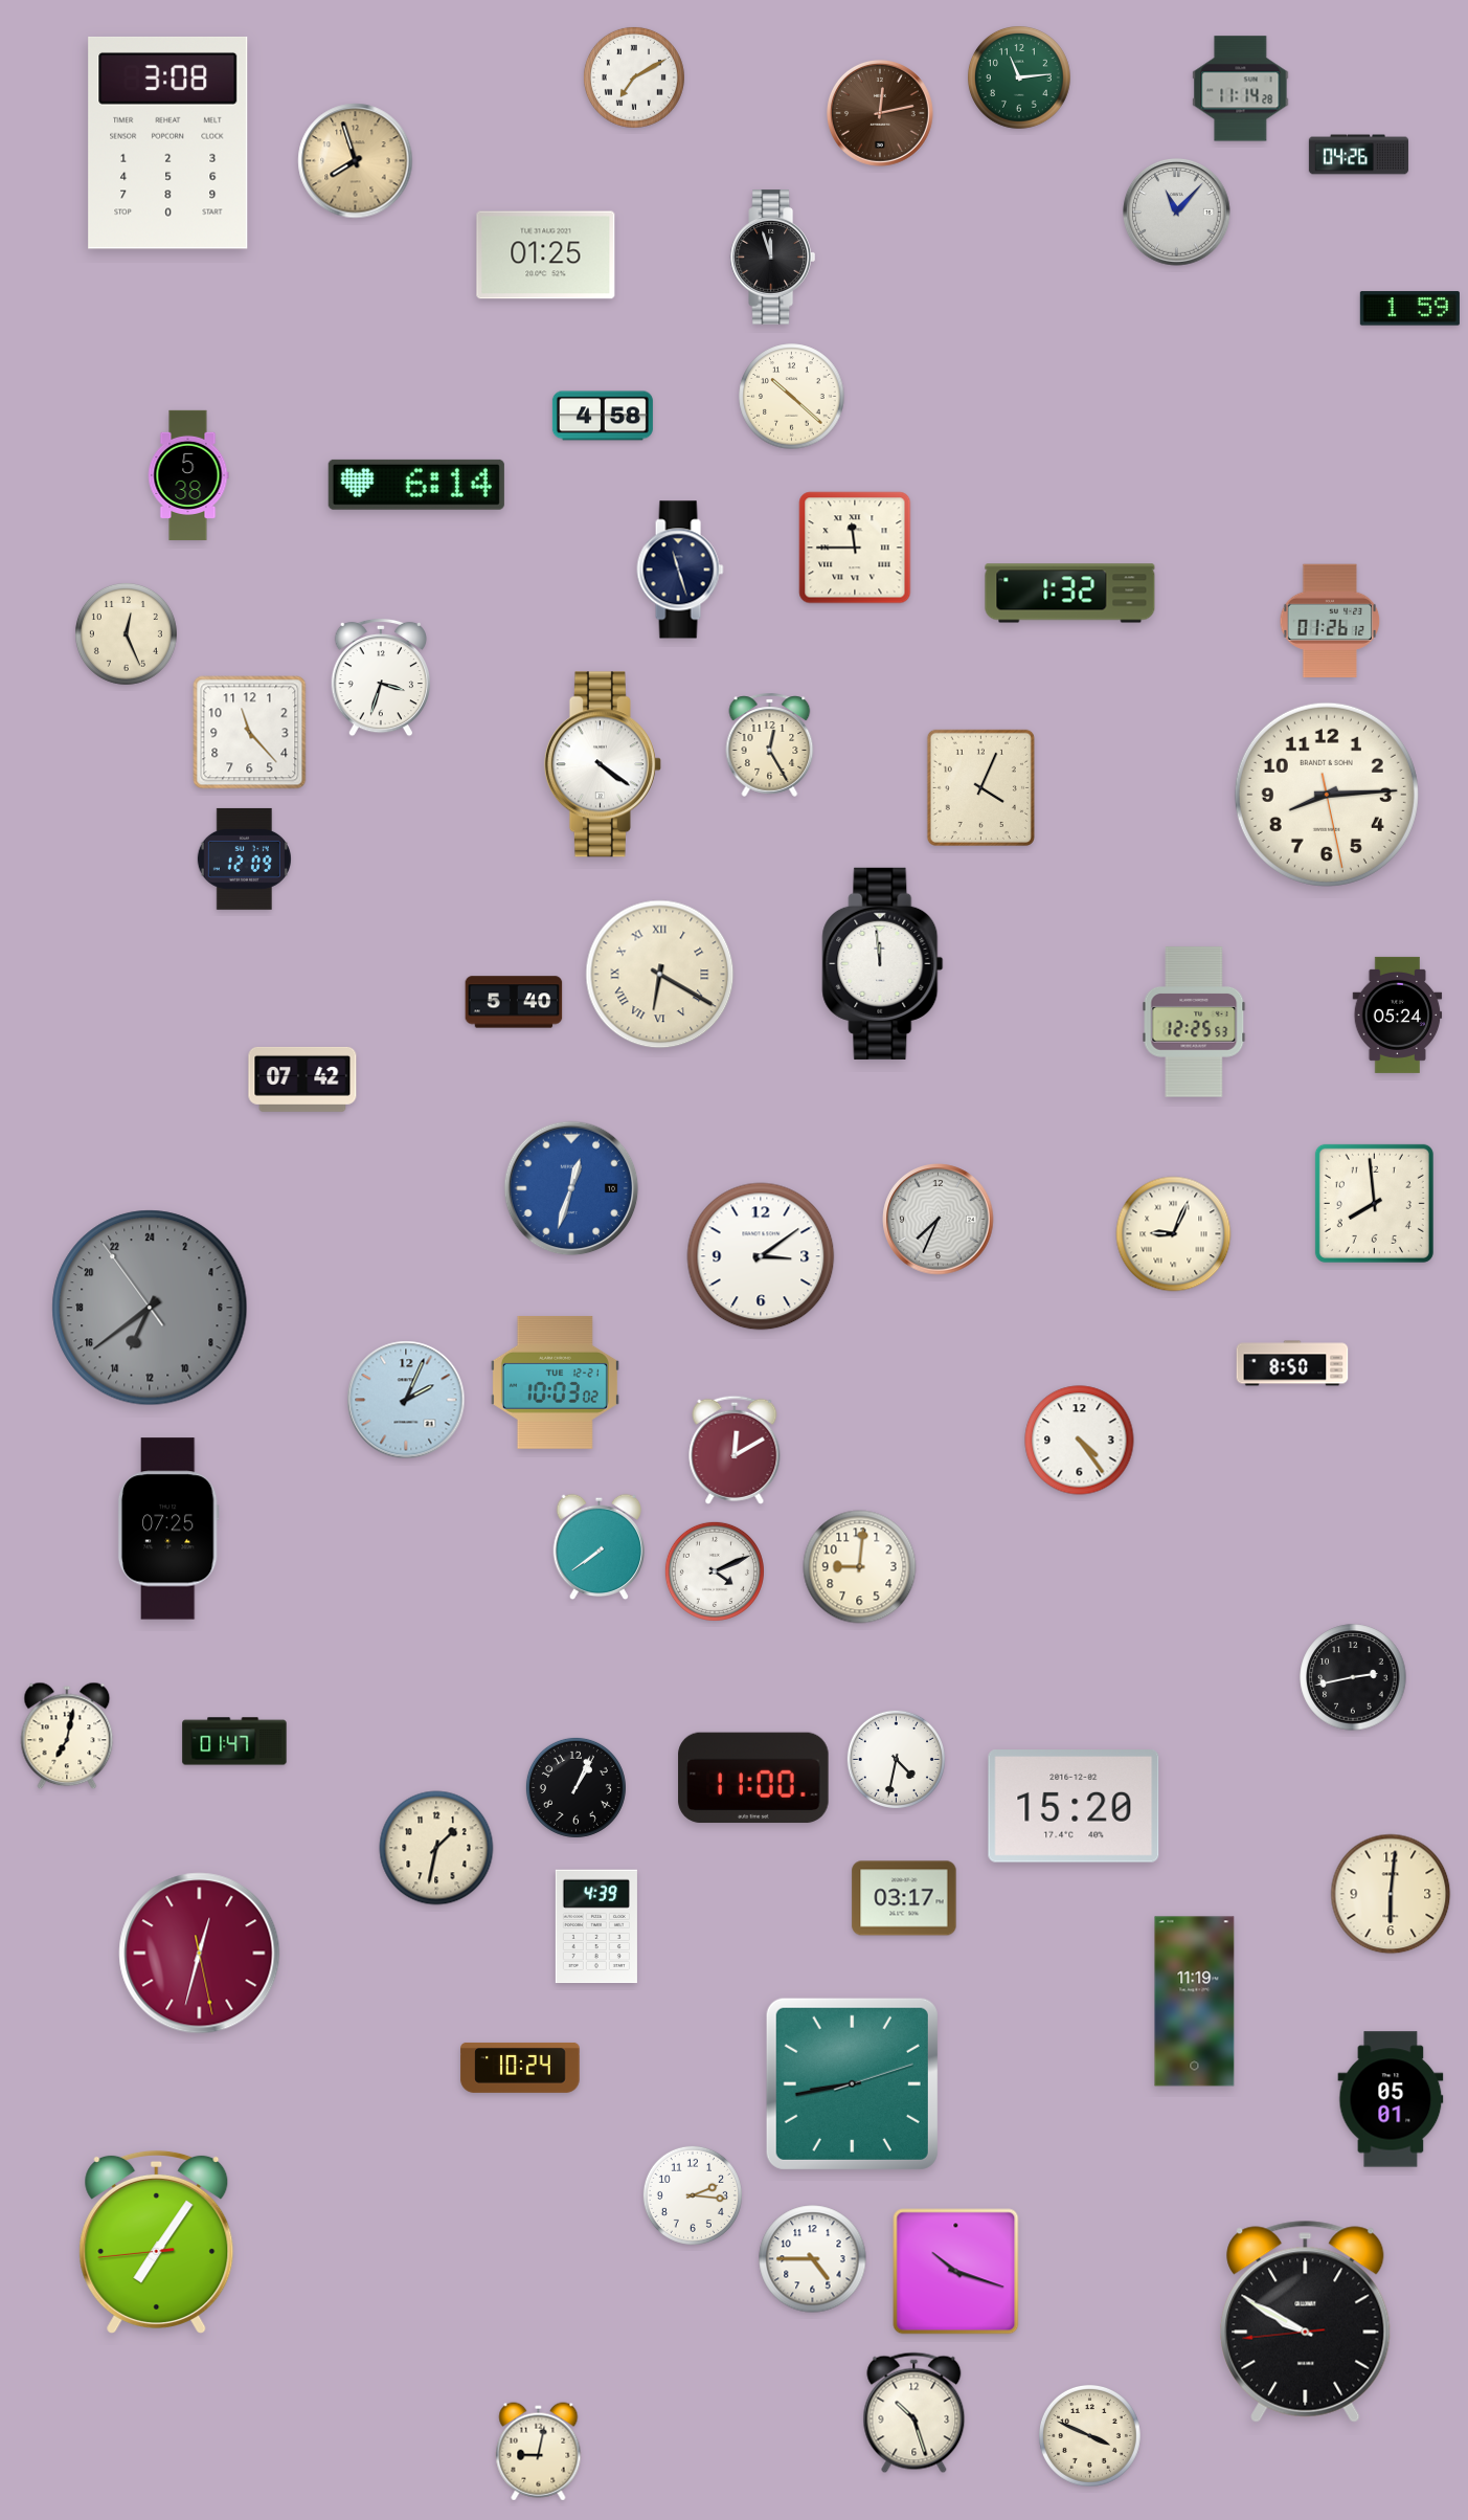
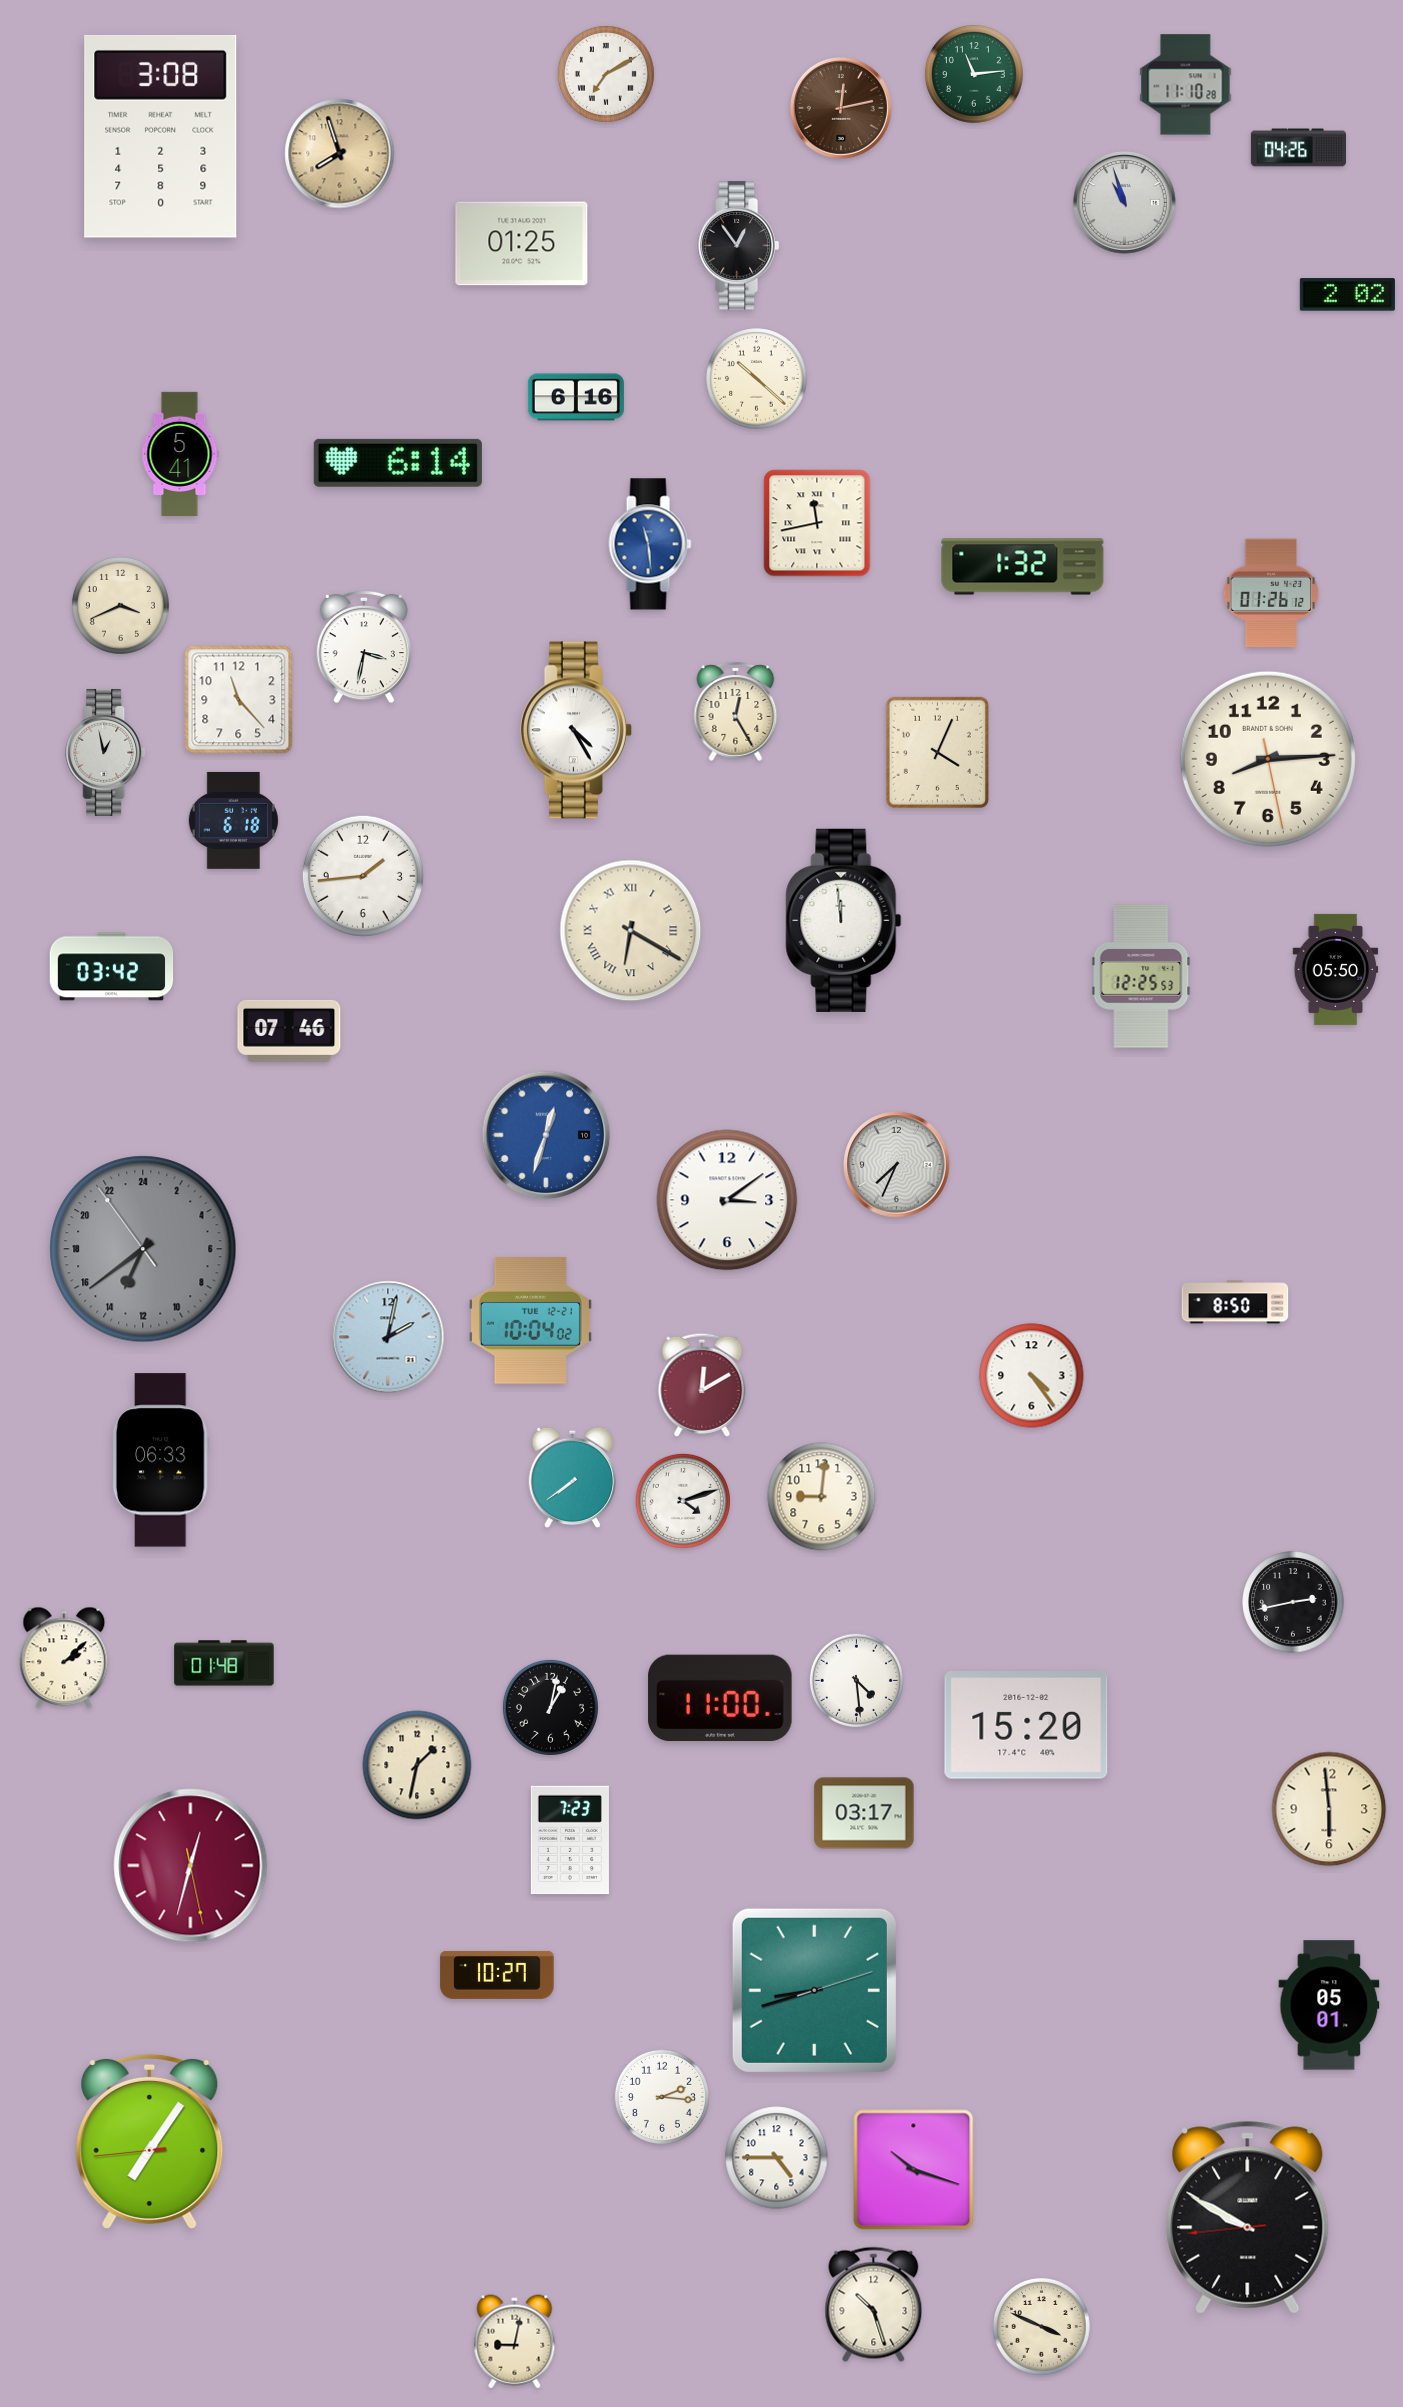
clock at (1241, 89): 11:14 -> 11:10
clock at (1177, 213): 11:07 -> 10:57
clock at (772, 258): 11:57 -> 12:54
clock at (1409, 309): 1:59 -> 2:02
clock at (603, 416): 4:58 -> 6:16
clock at (188, 475): 5:38 -> 5:41
clock at (855, 548): 11:45 -> 11:43
clock at (680, 570): 11:27 -> 11:29
clock at (680, 570) dial: navy -> blue
clock at (126, 633): 12:26 -> 3:41
clock at (380, 677): 3:33 -> 3:32
clock at (603, 764): 4:21 -> 4:25
clock at (106, 753): none -> 12:58
clock at (244, 858): 12:09 -> 6:18
clock at (363, 876): none -> 1:44
clock at (514, 1002): 5:40 -> none
clock at (112, 967): none -> 03:42
clock at (1398, 1014): 05:24 -> 05:50
clock at (302, 1079): 07:42 -> 07:46
clock at (1374, 1203): 7:59 -> none
clock at (1174, 1234): 9:04 -> none
clock at (555, 1382): 10:03 -> 10:04
clock at (406, 1400): 2:04 -> 2:02
clock at (168, 1529): 07:25 -> 06:33
clock at (715, 1571): 4:11 -> 4:12
clock at (67, 1736): 7:02 -> 2:08
clock at (234, 1741): 01:47 -> 01:48
clock at (896, 1759): 4:32 -> 4:29
clock at (575, 1787): 1:04 -> 1:02
clock at (1391, 1894): 6:01 -> 5:59
clock at (596, 1926): 4:39 -> 7:23
clock at (1195, 2002): 11:19 -> none
clock at (520, 2068): 10:24 -> 10:27
clock at (852, 2083): 8:43 -> 8:42
